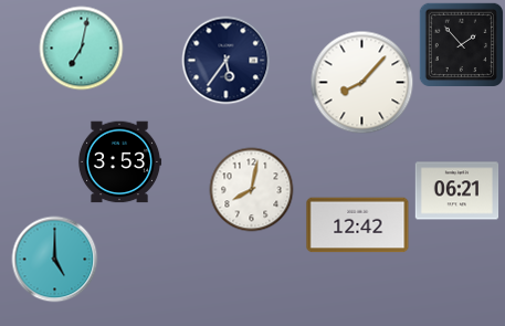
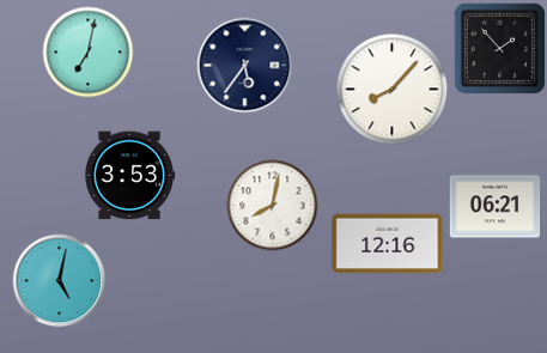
clock at (358, 225): 12:42 -> 12:16
clock at (55, 260): 5:00 -> 5:02
